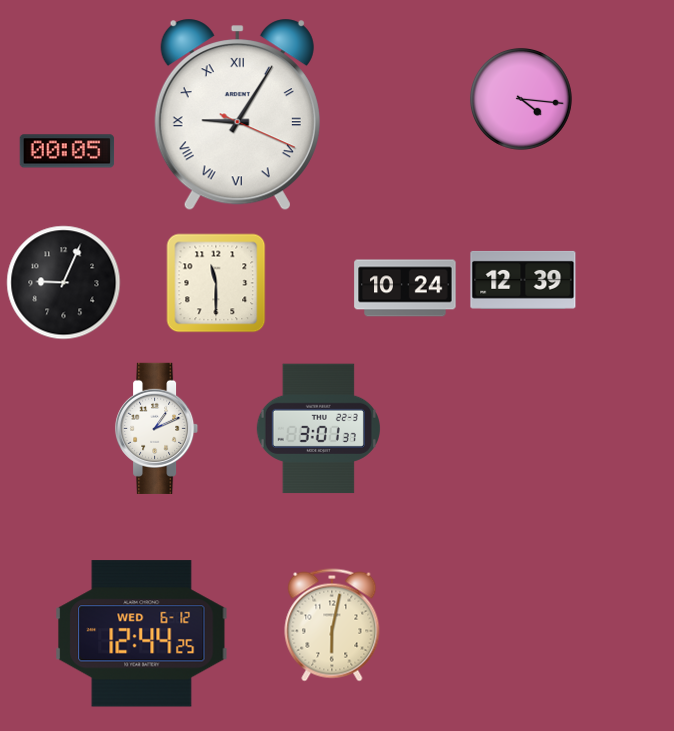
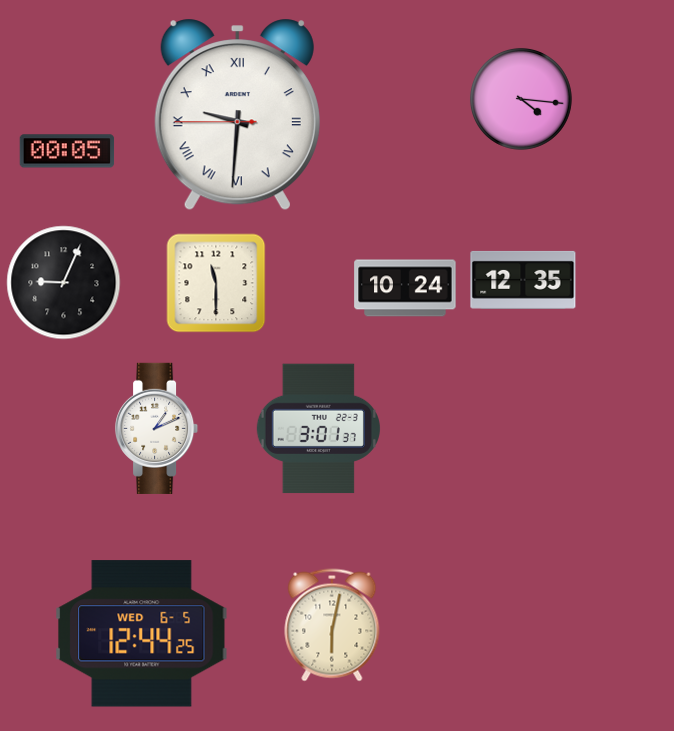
clock at (237, 115): 9:05 -> 9:30
clock at (523, 280): 12:39 -> 12:35
clock at (142, 634) date: WED 6-12 -> WED 6-5
